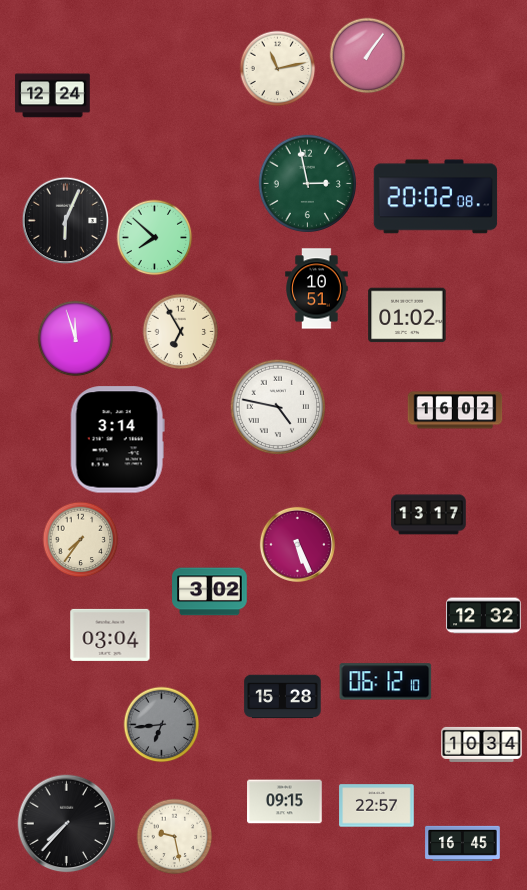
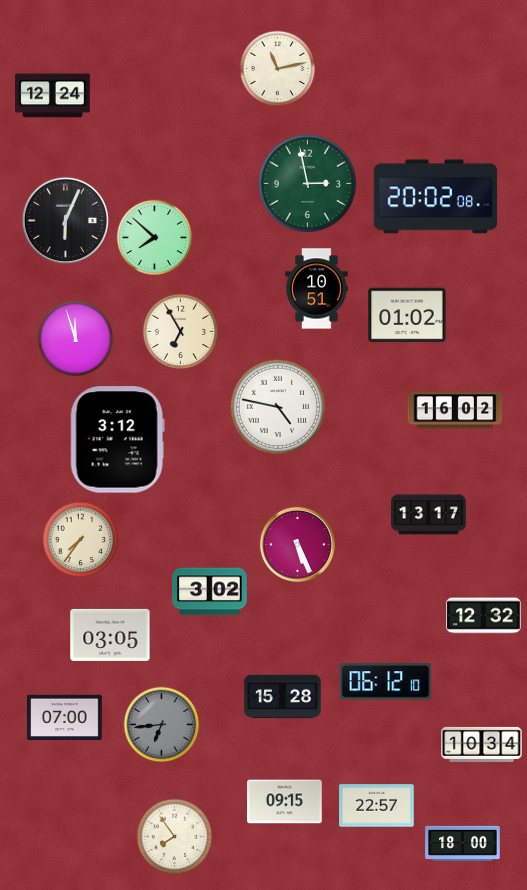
clock at (368, 56): 1:06 -> none
clock at (117, 440): 3:14 -> 3:12
clock at (110, 635): 03:04 -> 03:05
clock at (65, 718): none -> 07:00
clock at (67, 824): 7:37 -> none
clock at (175, 837): 9:28 -> 7:54
clock at (463, 843): 16:45 -> 18:00
